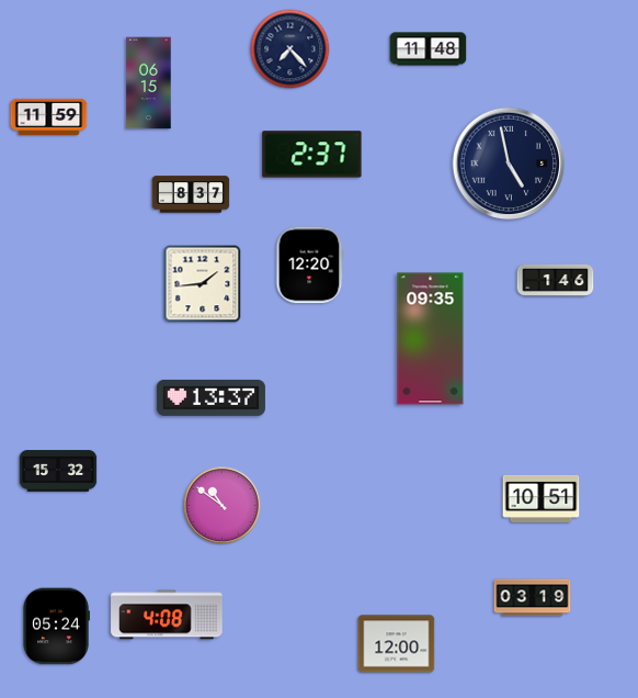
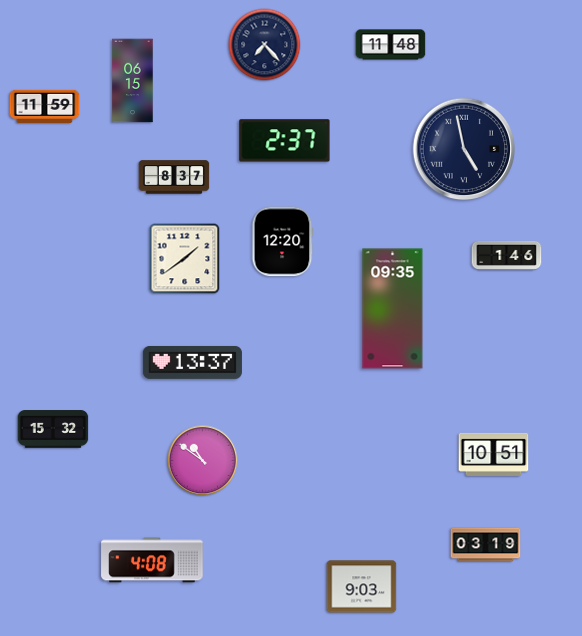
clock at (149, 83) position: (149, 83) -> (133, 81)
clock at (203, 284): 1:44 -> 1:39
clock at (56, 627): 05:24 -> none
clock at (397, 644): 12:00 -> 9:03
